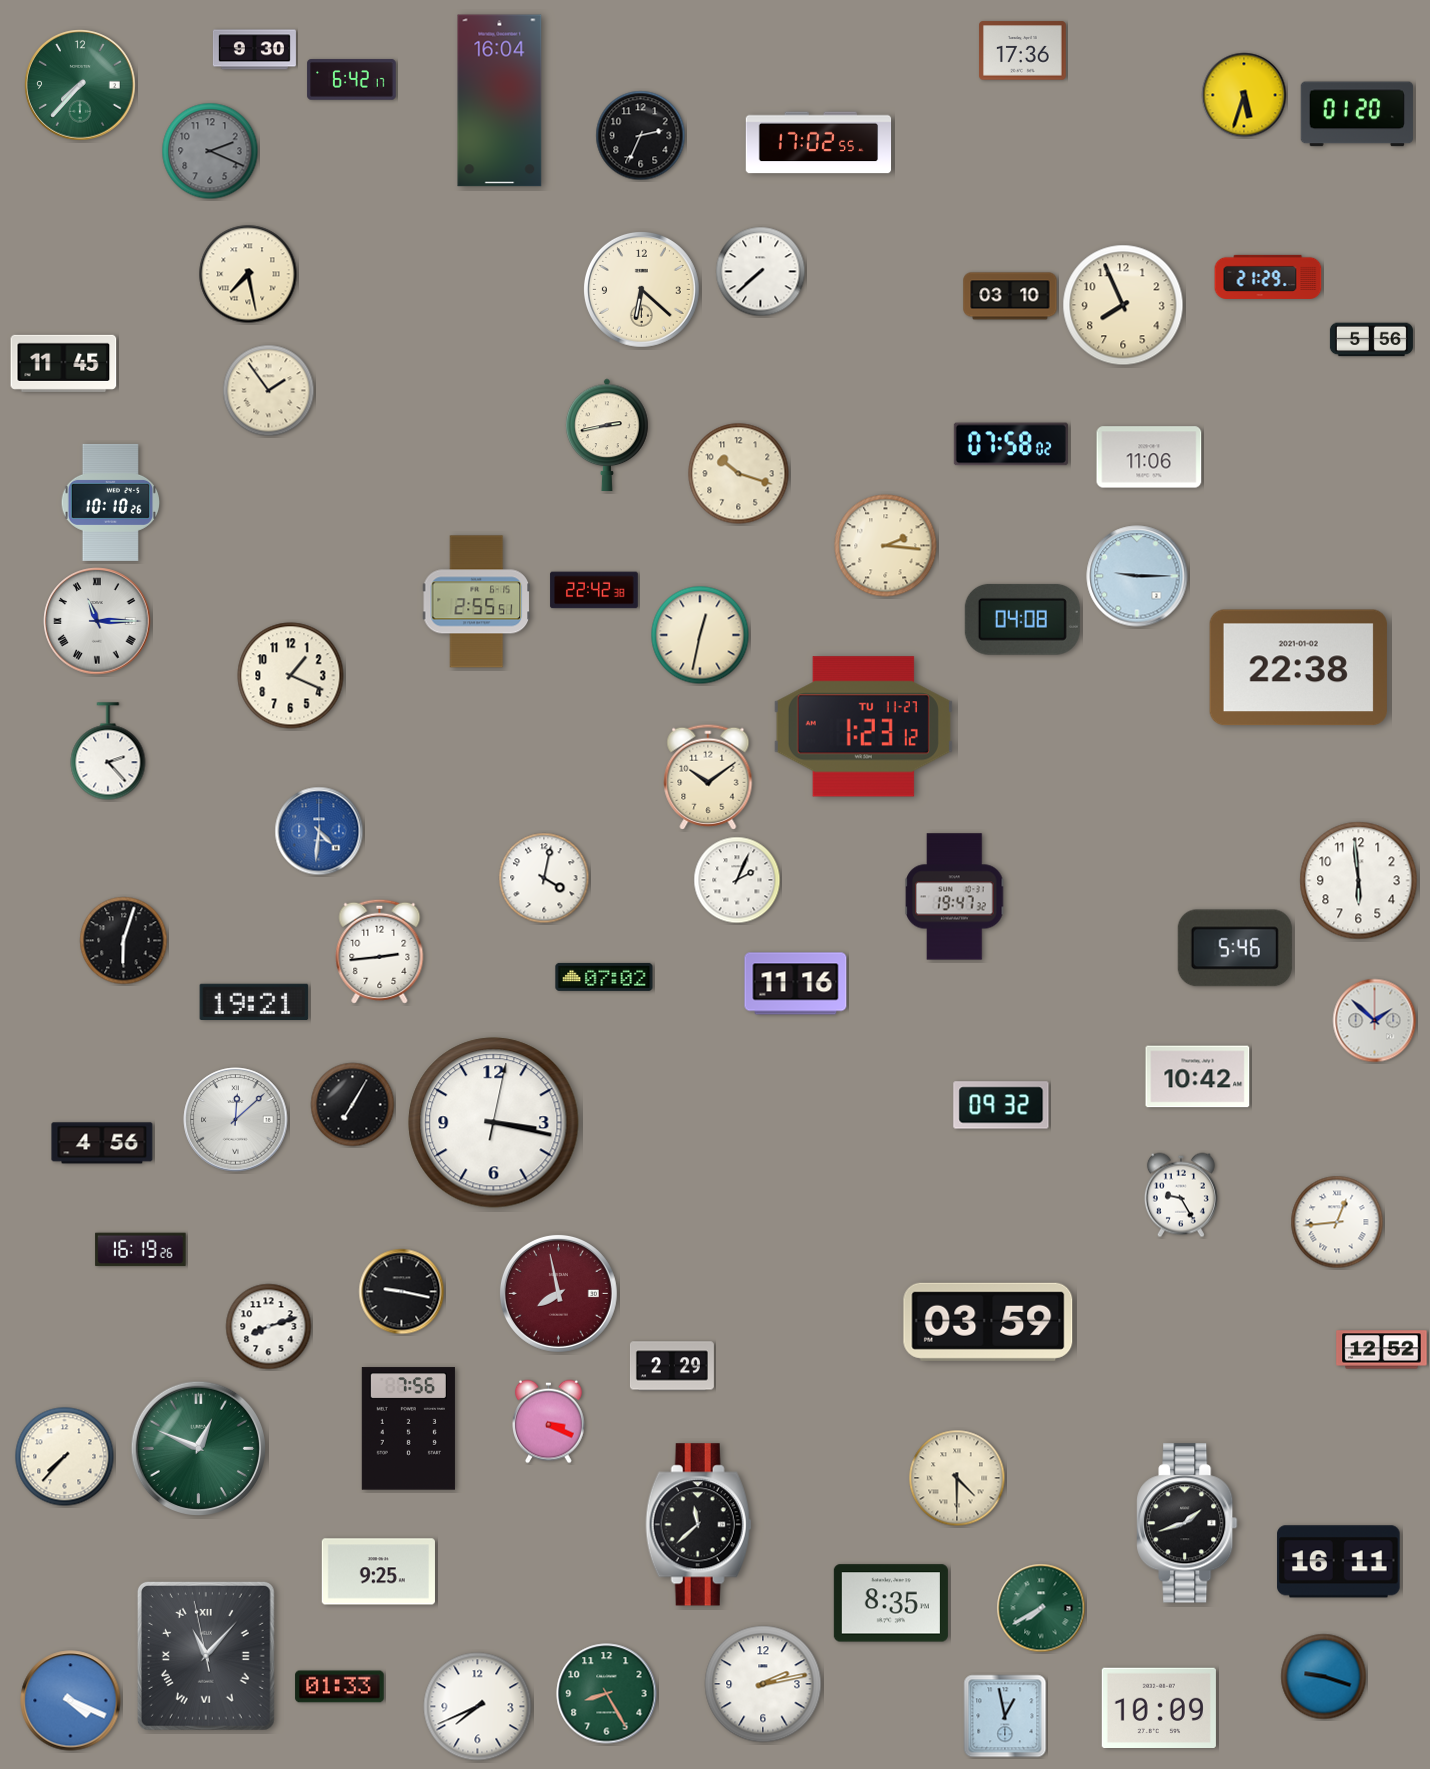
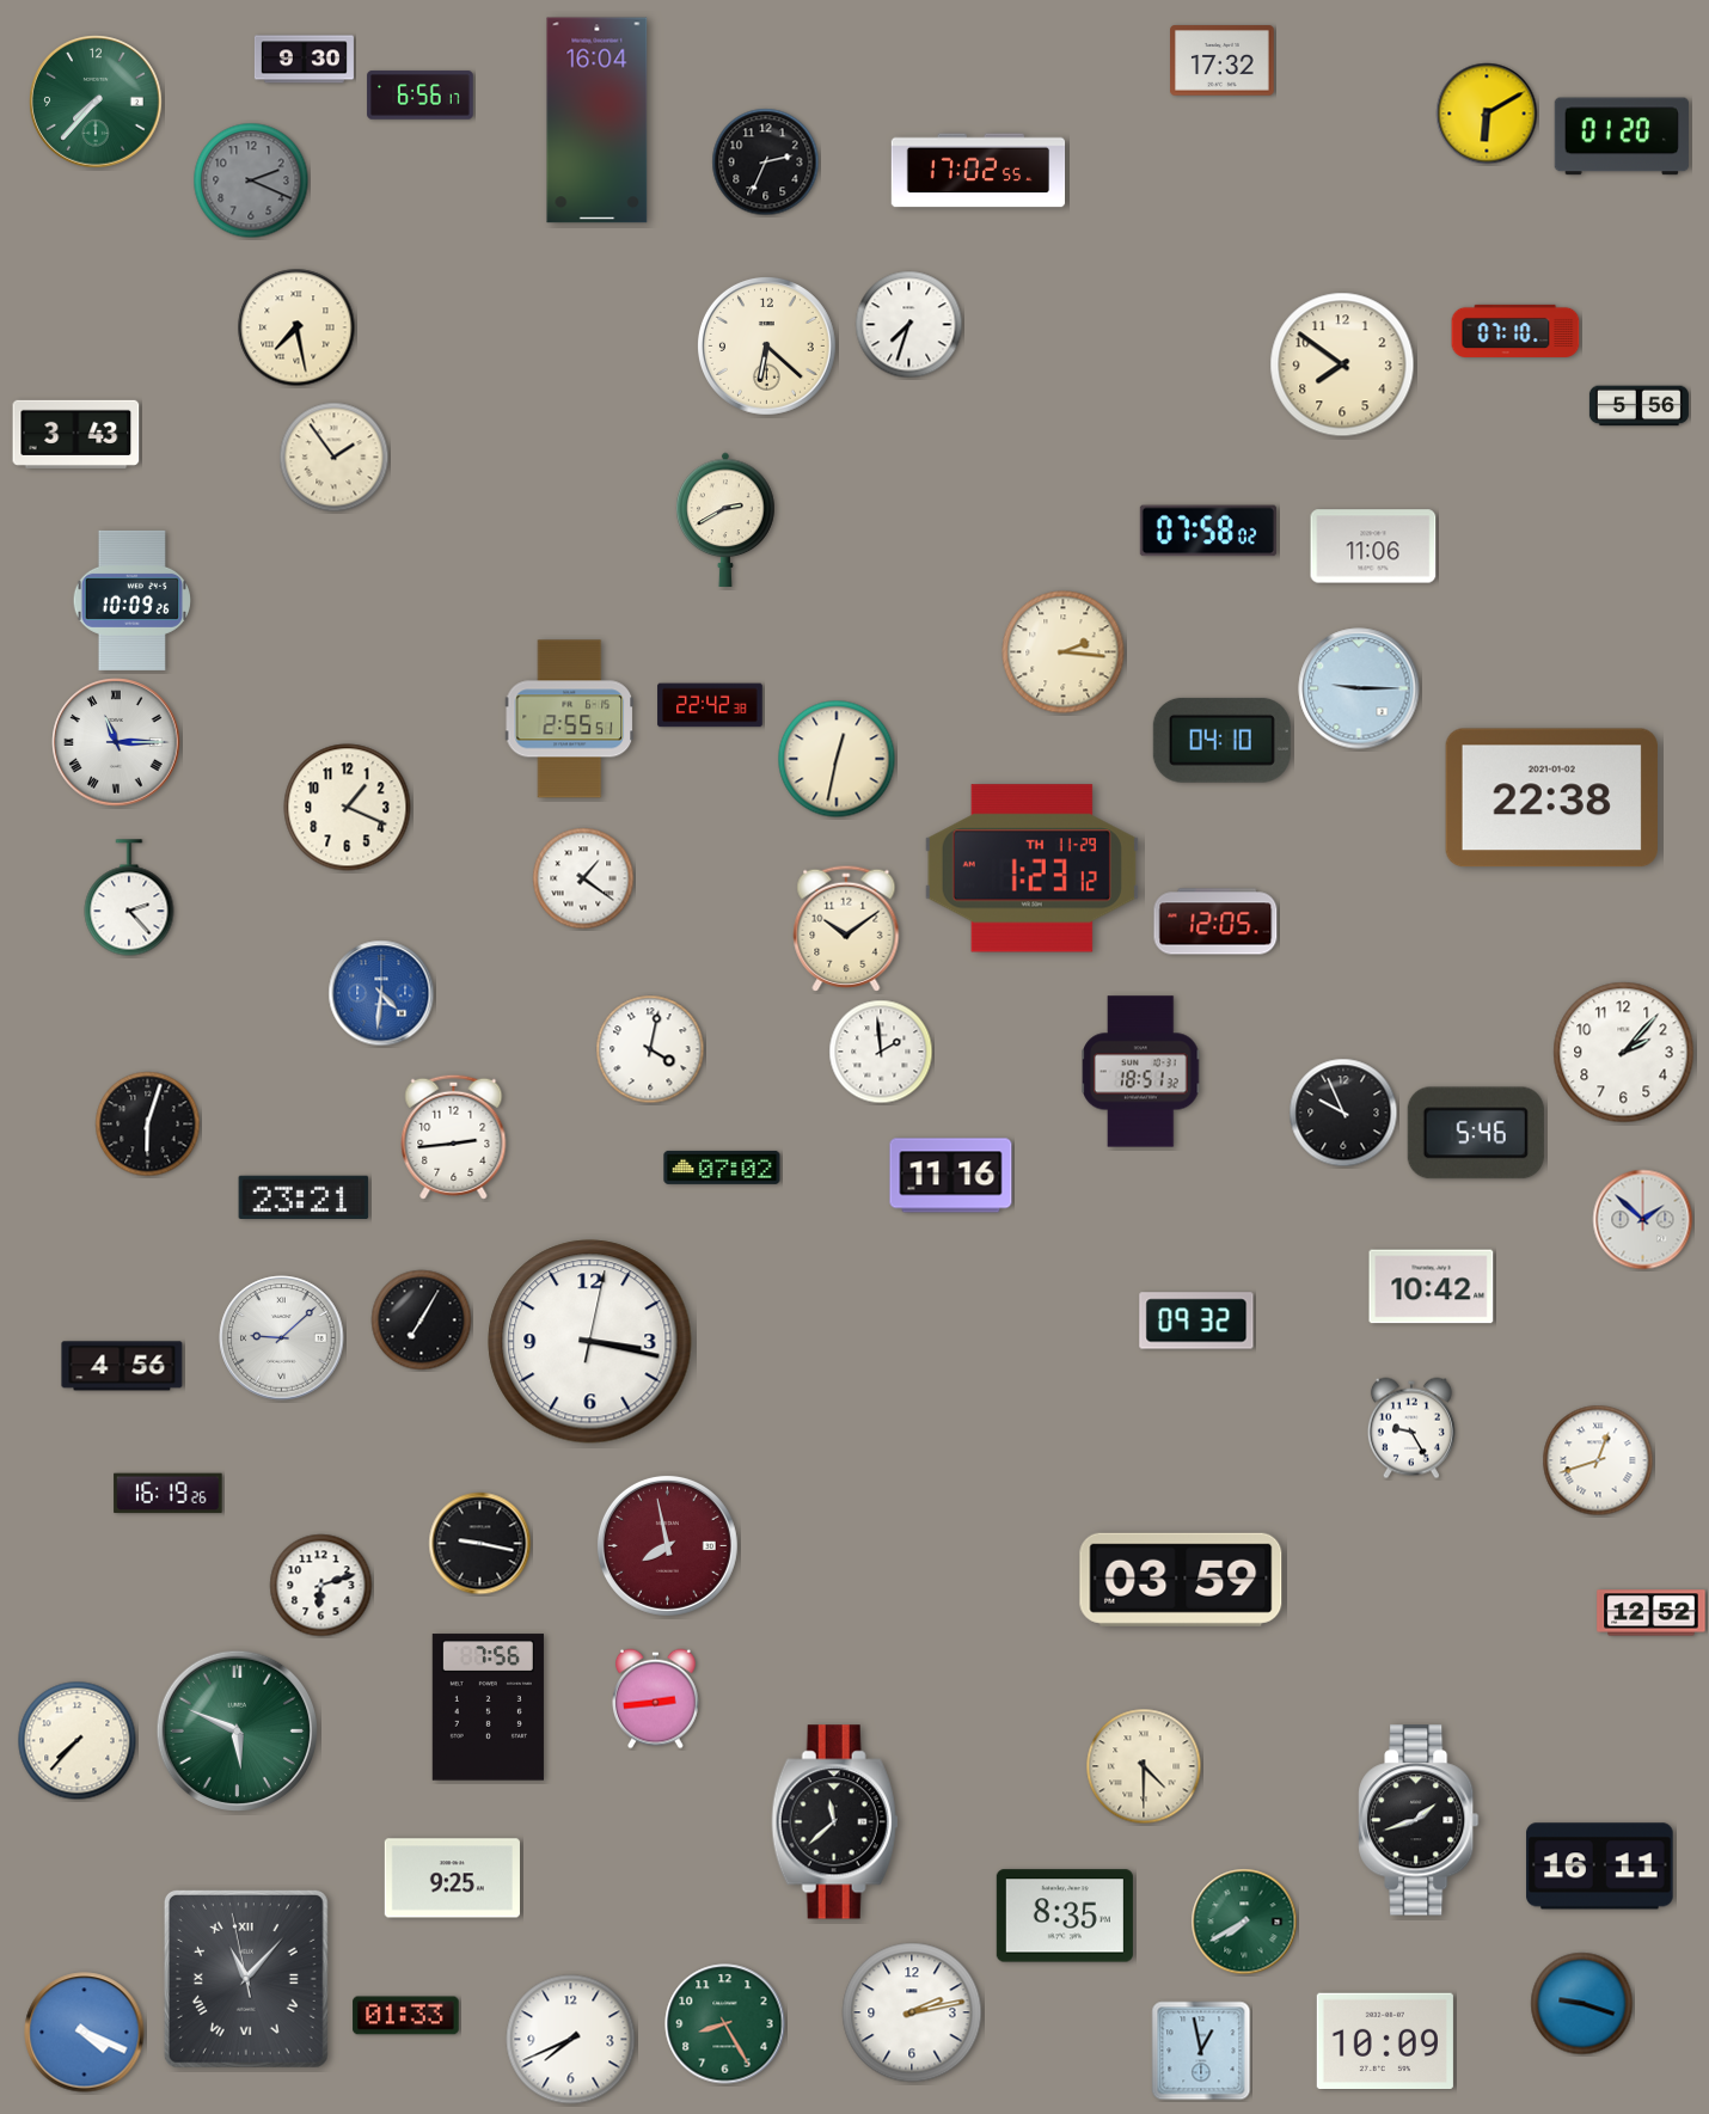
clock at (1023, 51): 17:36 -> 17:32
clock at (352, 80): 6:42 -> 6:56
clock at (1244, 95): 5:33 -> 6:10
clock at (761, 272): 7:38 -> 7:33
clock at (1268, 277): 21:29 -> 07:10
clock at (1010, 296): 03:10 -> none
clock at (1123, 305): 7:56 -> 7:51
clock at (64, 363): 11:45 -> 3:43
clock at (269, 391) position: (269, 391) -> (335, 458)
clock at (607, 434): 2:43 -> 2:40
clock at (739, 474): 10:18 -> none
clock at (110, 502): 10:10 -> 10:09
clock at (886, 546) position: (886, 546) -> (1064, 652)
clock at (1022, 619): 04:08 -> 04:10
clock at (863, 727) date: TU 11-27 -> TH 11-29
clock at (583, 878): none -> 1:21
clock at (1215, 921): none -> 12:05
clock at (737, 880): 2:04 -> 1:59
clock at (1359, 881): 5:59 -> 2:07
clock at (955, 897): 19:47 -> 18:51
clock at (1343, 1113): none -> 9:56
clock at (254, 1001): 19:21 -> 23:21
clock at (236, 1120): 12:08 -> 9:08
clock at (1337, 1222): 12:44 -> 12:42
clock at (269, 1327): 8:12 -> 6:12
clock at (672, 1366): 2:29 -> none
clock at (549, 1422): 3:19 -> 2:44
clock at (198, 1448): 12:49 -> 5:49
